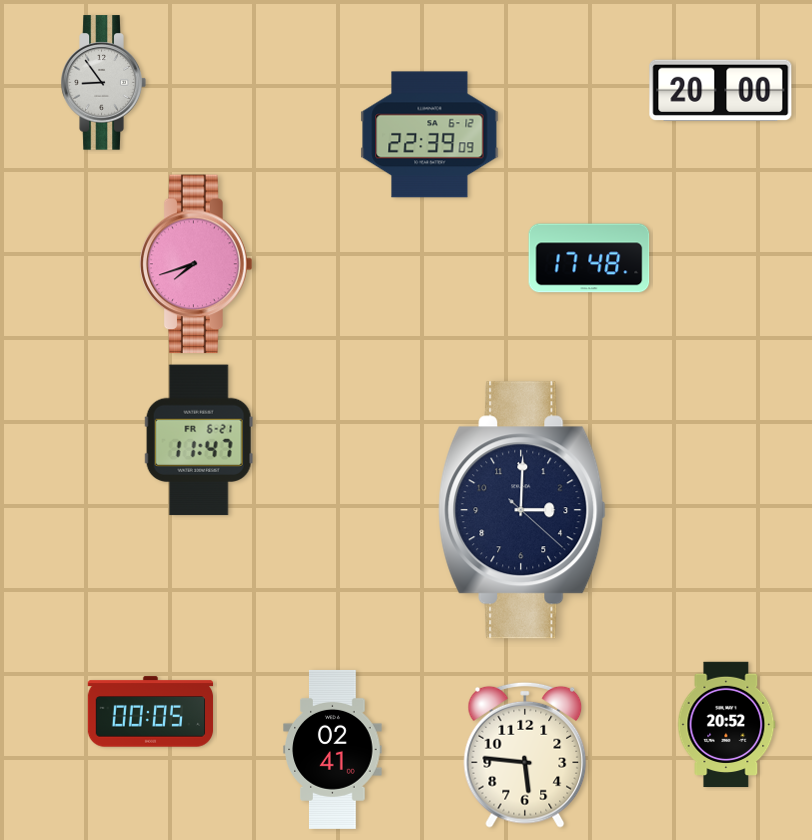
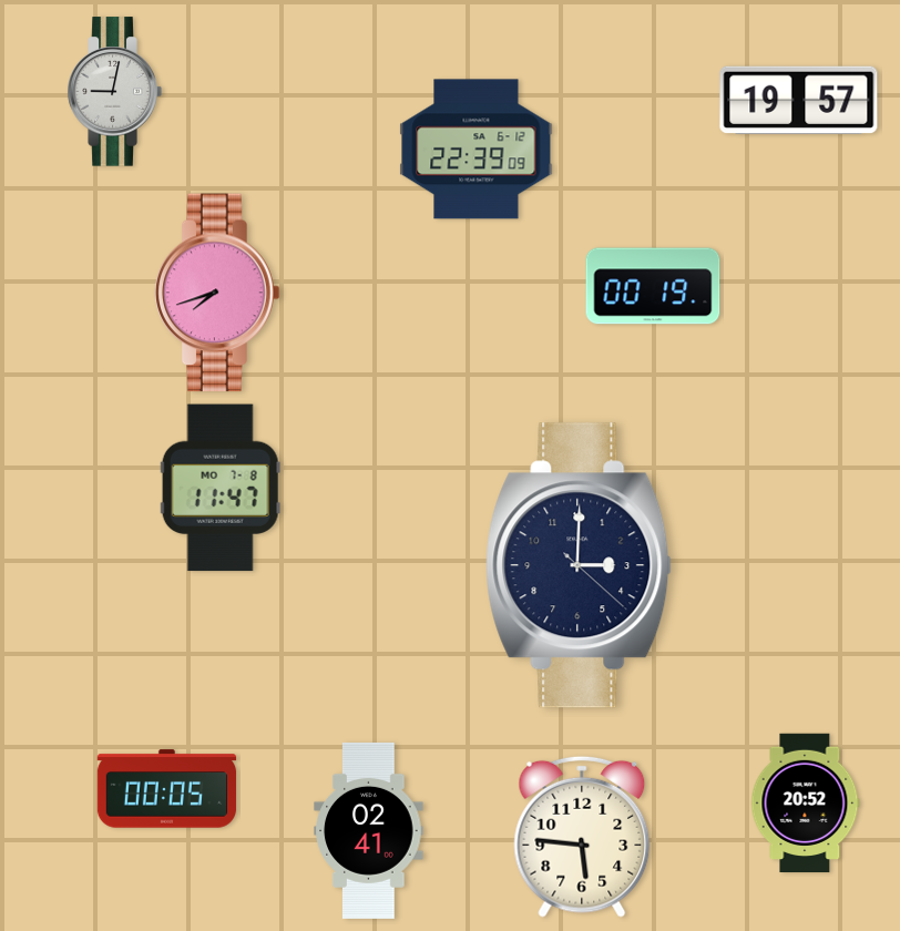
clock at (103, 83): 8:54 -> 9:02
clock at (721, 90): 20:00 -> 19:57
clock at (589, 258): 17:48 -> 00:19
clock at (199, 440) date: FR 6-21 -> MO 7-8
